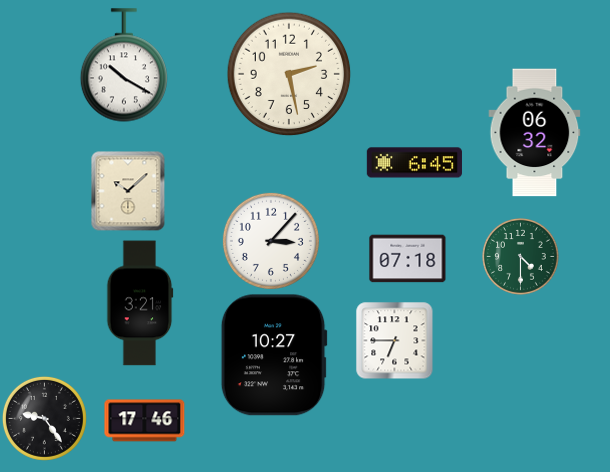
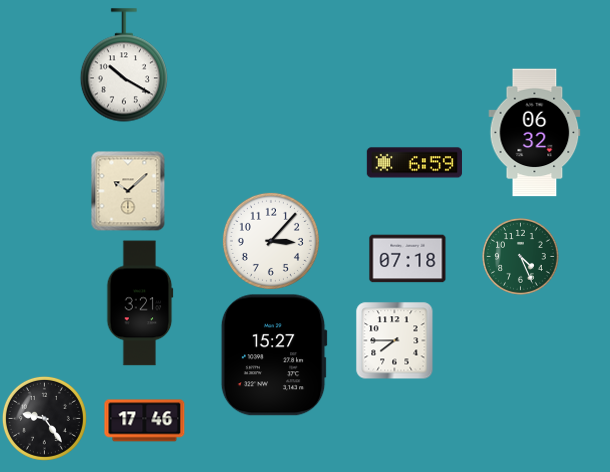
clock at (289, 74): 2:28 -> none
clock at (414, 163): 6:45 -> 6:59
clock at (521, 257): 4:30 -> 4:26
clock at (395, 341): 6:45 -> 7:45
clock at (274, 355): 10:27 -> 15:27
